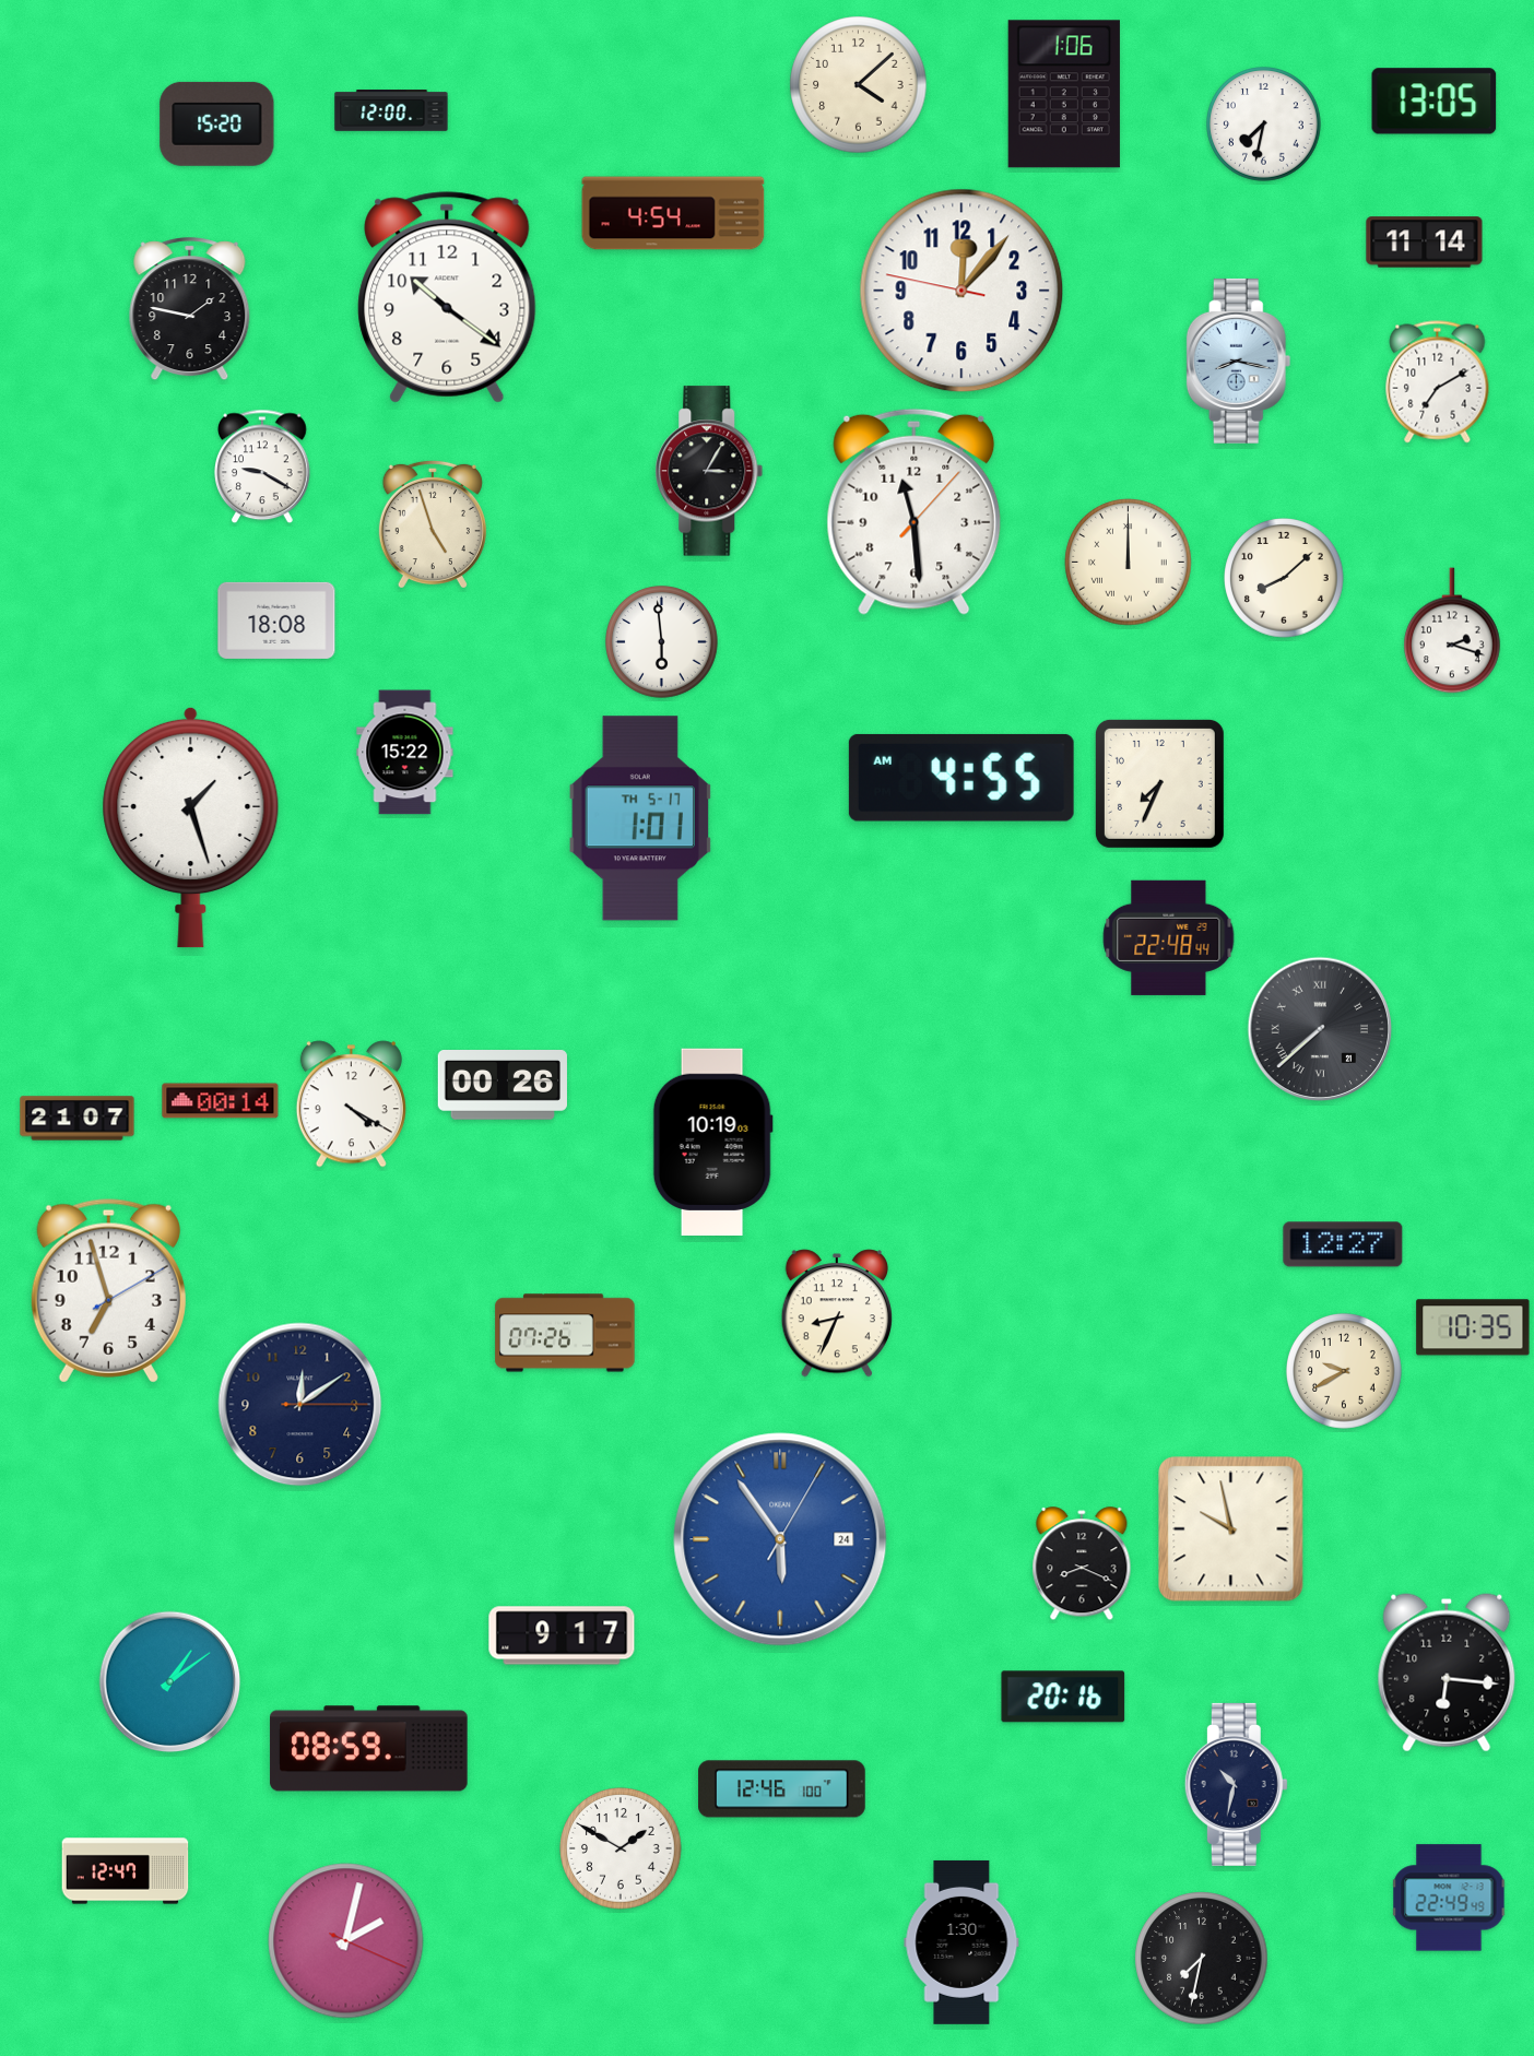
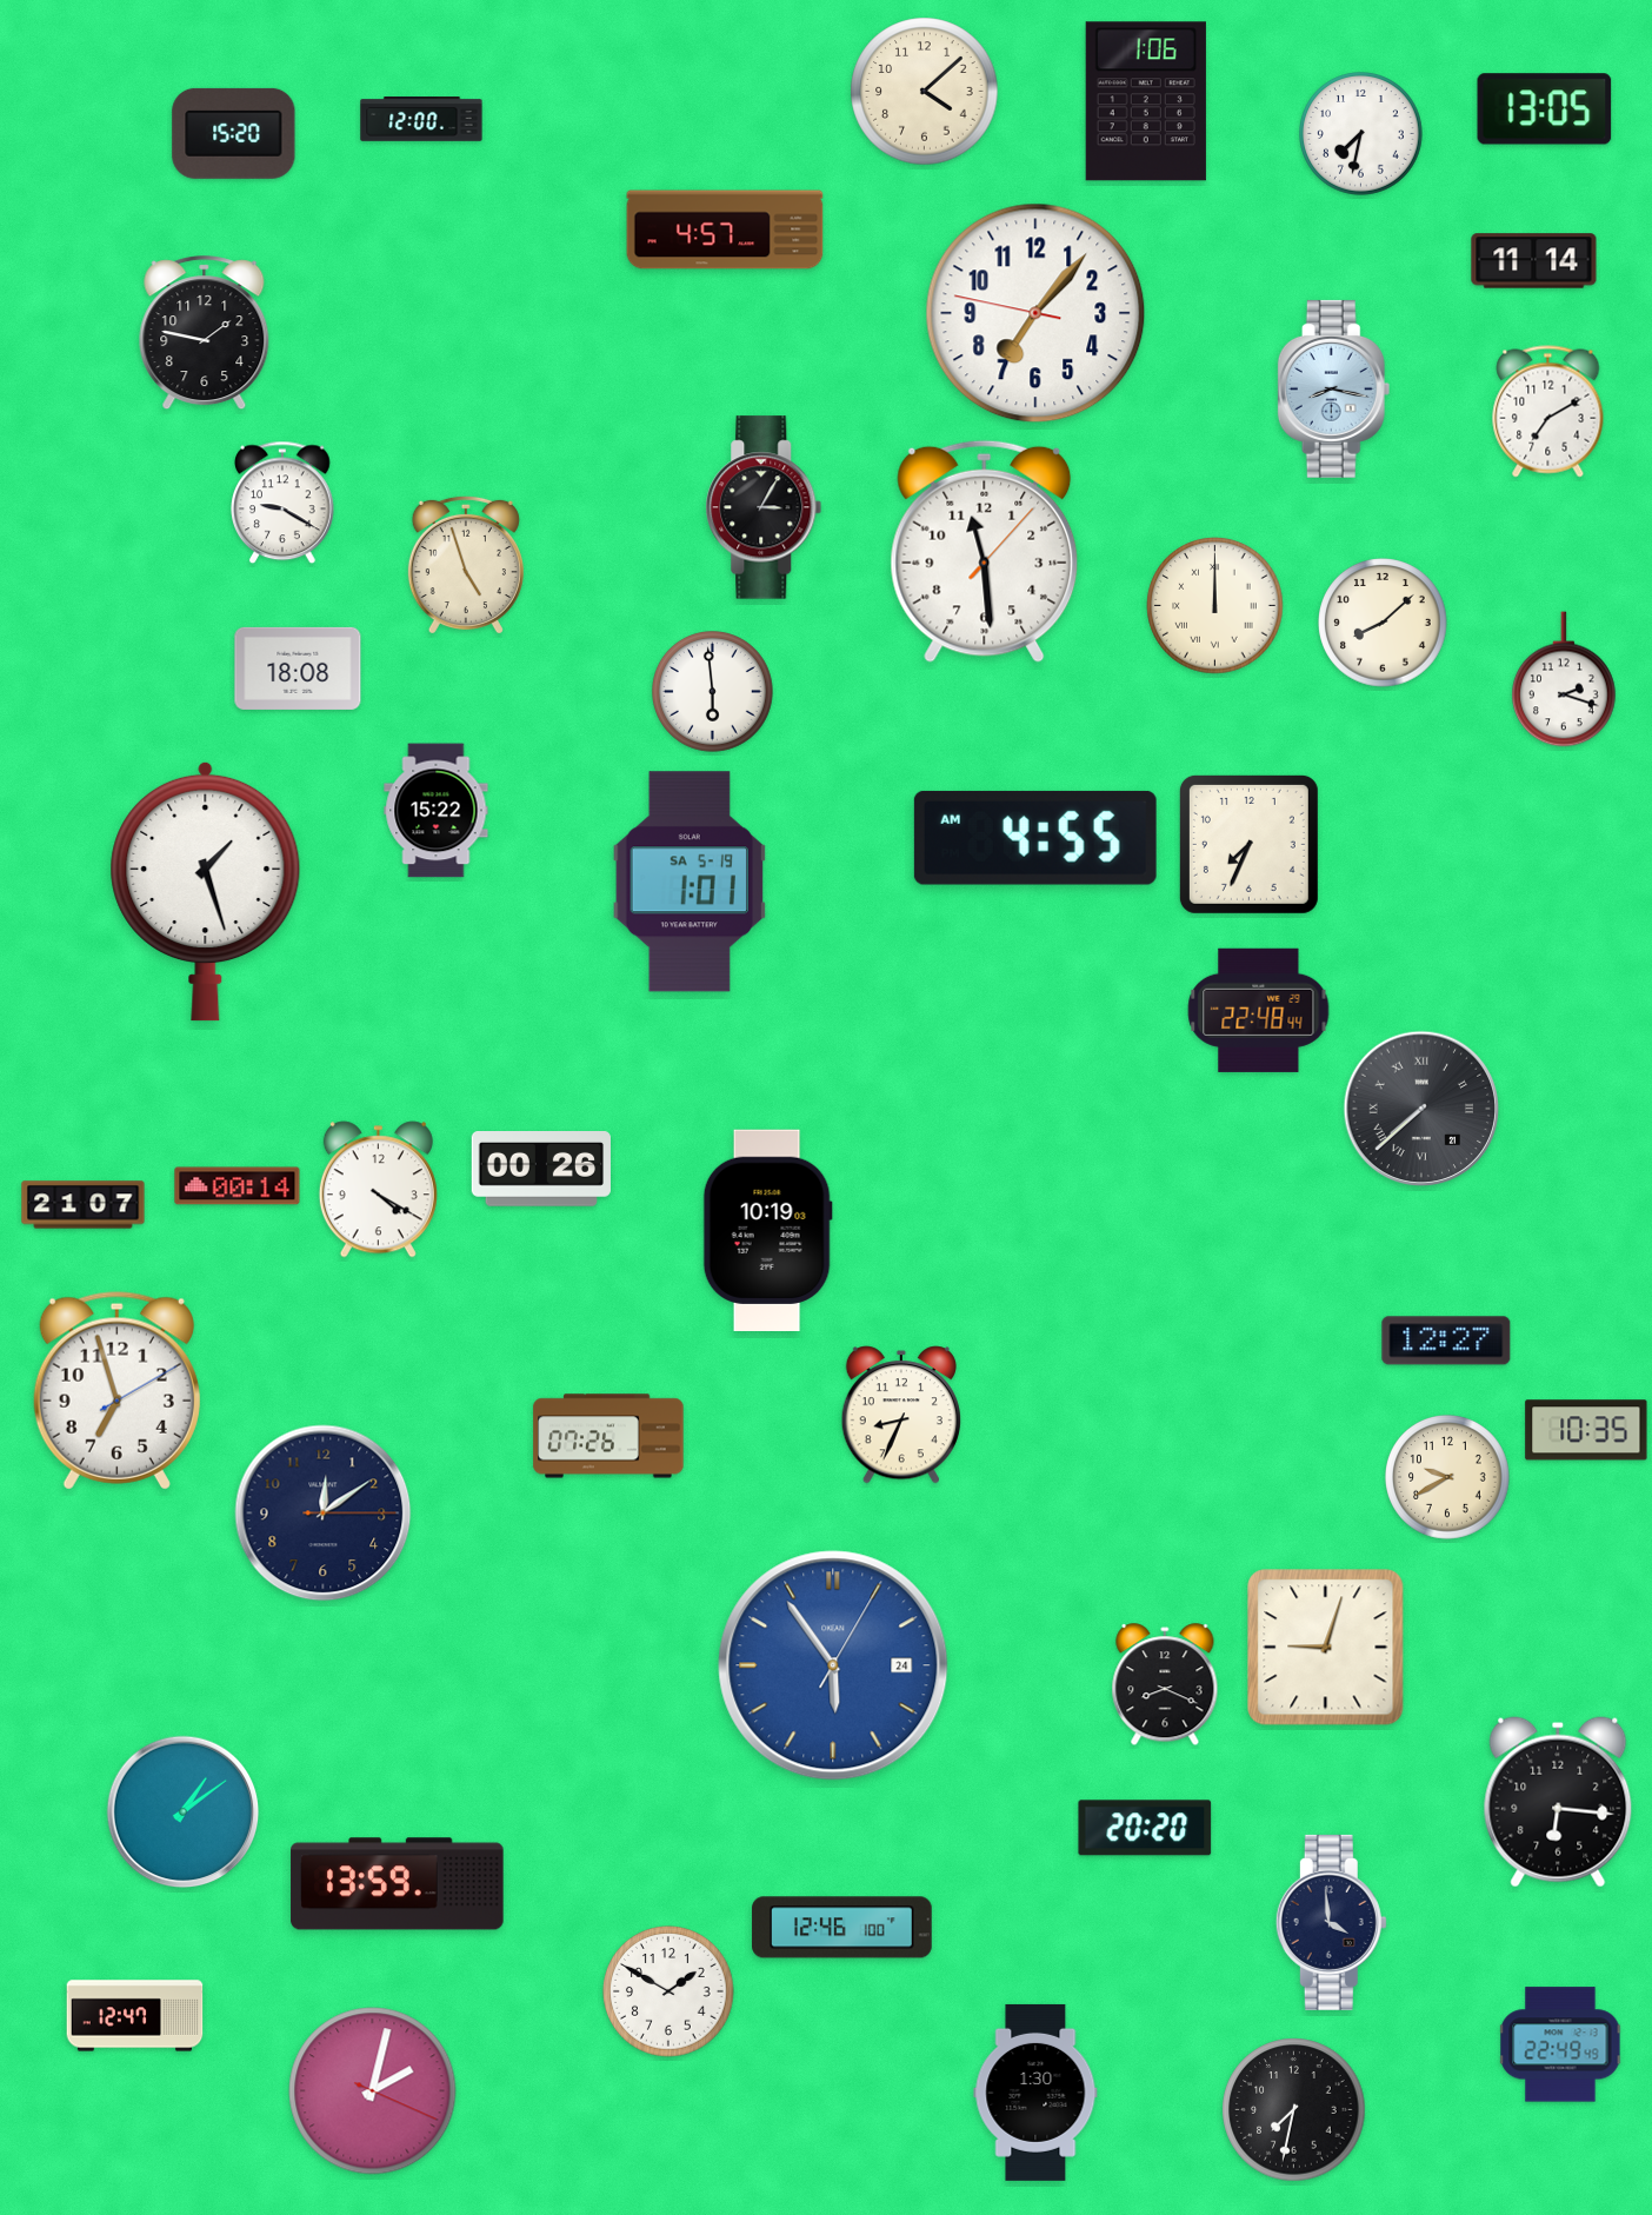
clock at (673, 213): 4:54 -> 4:57
clock at (961, 291): 12:06 -> 7:06
clock at (447, 297): 10:21 -> none
clock at (640, 818) date: TH 5-17 -> SA 5-19
clock at (1231, 1529): 9:58 -> 9:03
clock at (780, 1539) position: (780, 1539) -> (833, 1665)
clock at (562, 1635): 9:17 -> none
clock at (1063, 1697): 20:16 -> 20:20
clock at (369, 1749): 08:59 -> 13:59
clock at (1236, 1784): 10:32 -> 3:59
